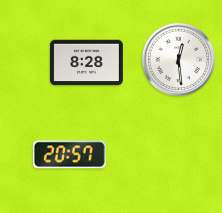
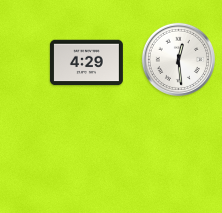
clock at (86, 63): 8:28 -> 4:29
clock at (69, 155): 20:57 -> none
